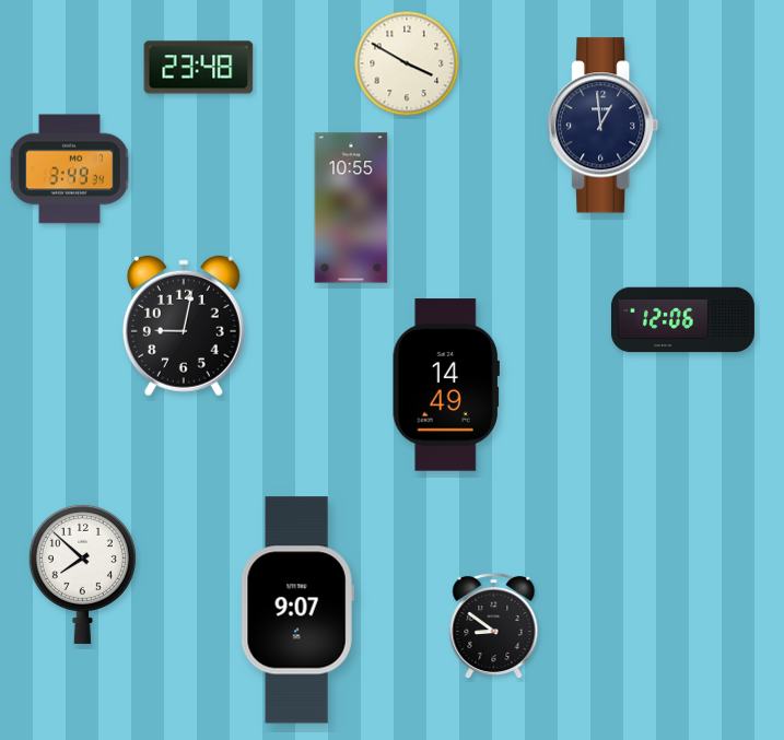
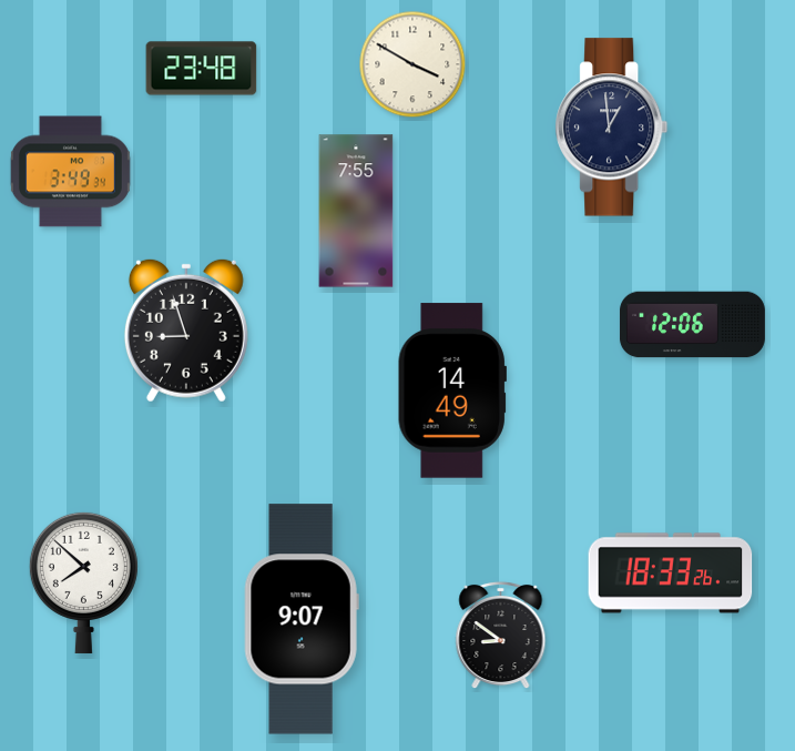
clock at (351, 208): 10:55 -> 7:55
clock at (184, 326): 9:02 -> 8:57
clock at (671, 574): none -> 18:33
